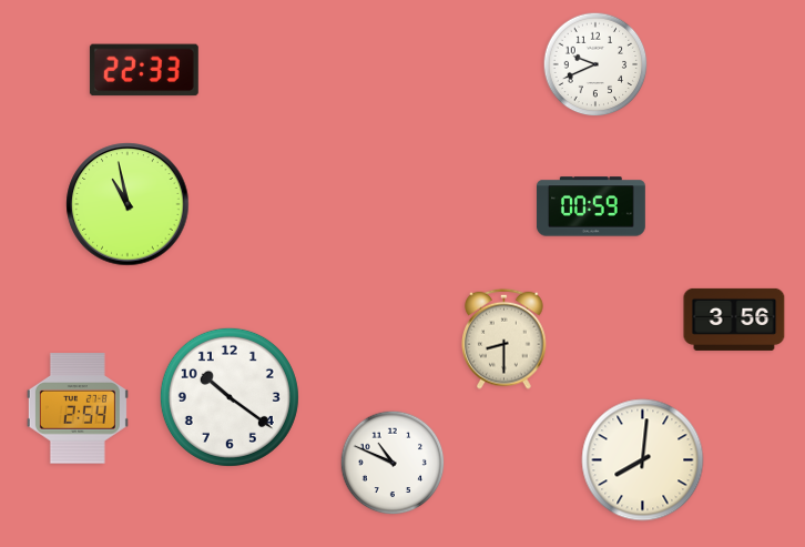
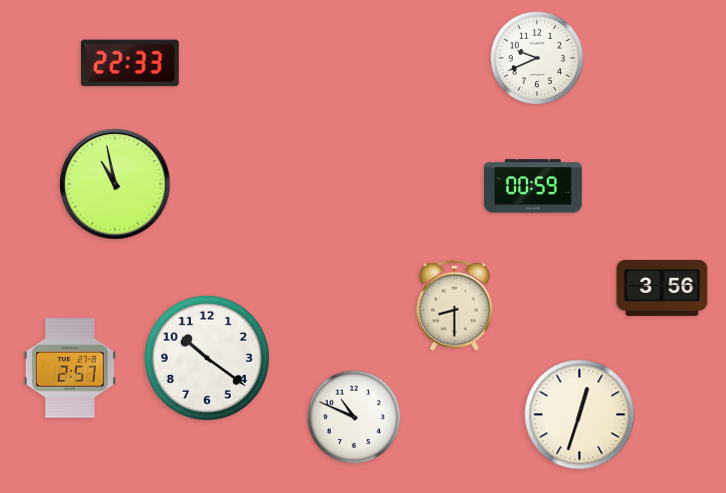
clock at (78, 408): 2:54 -> 2:57
clock at (643, 460): 8:01 -> 12:33
